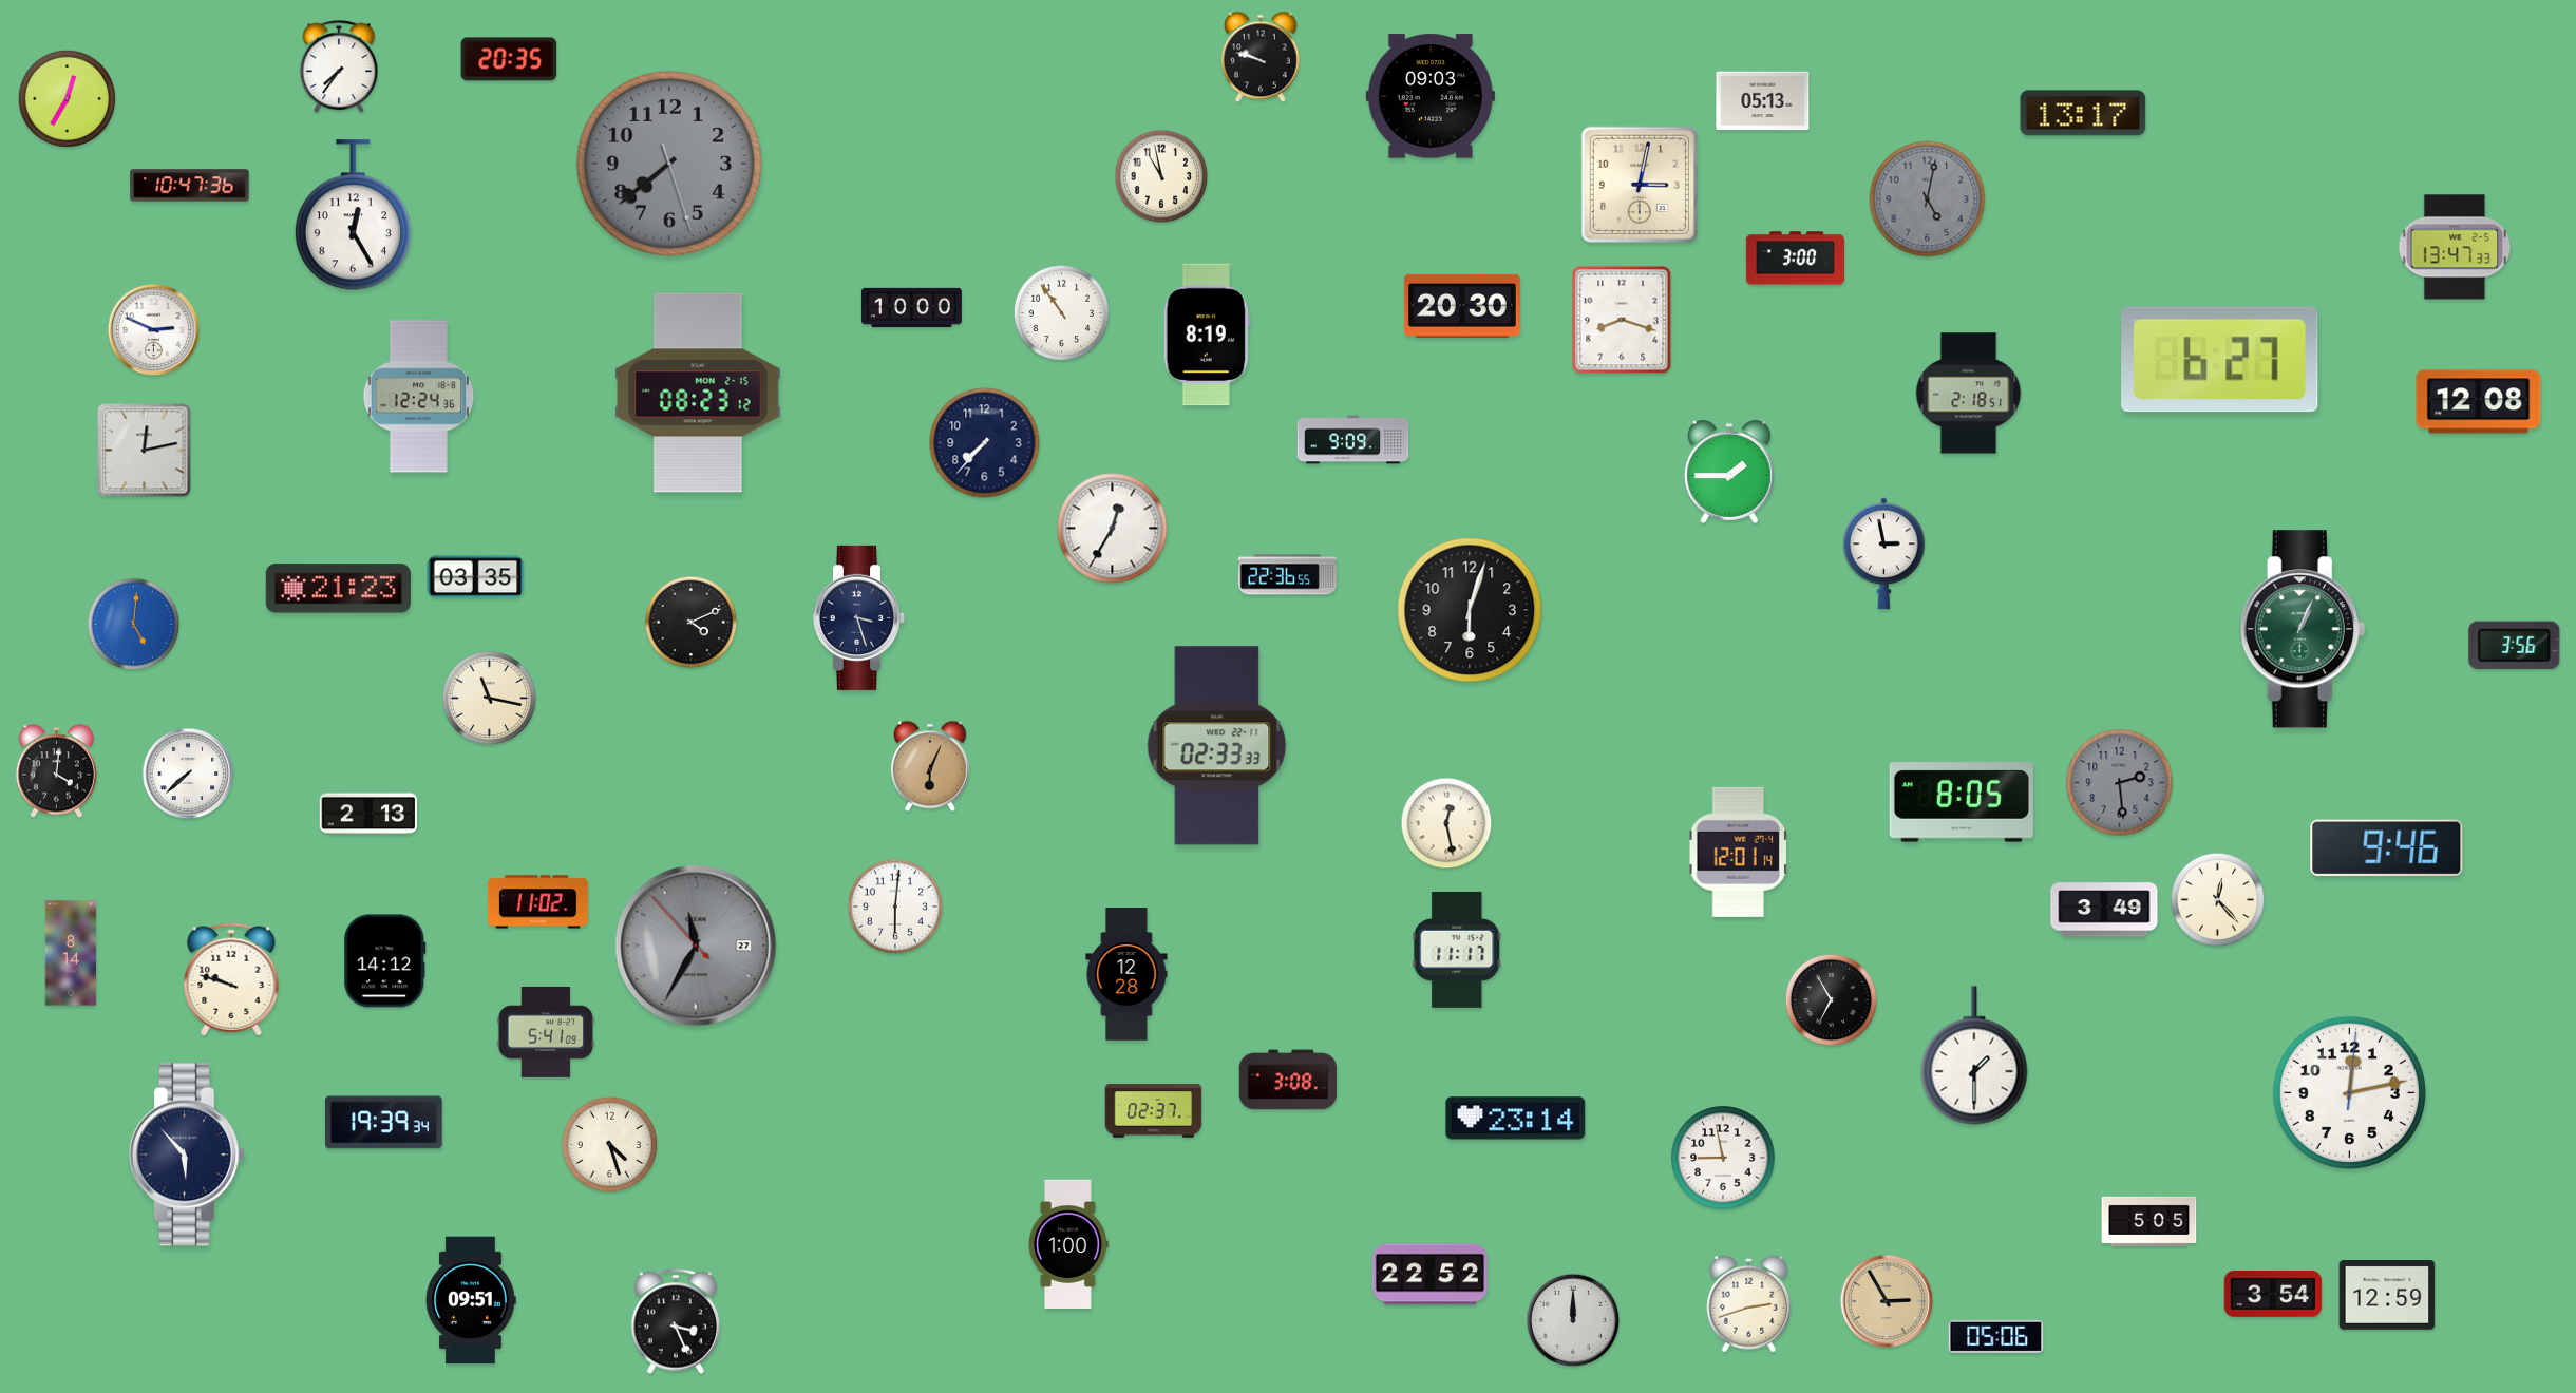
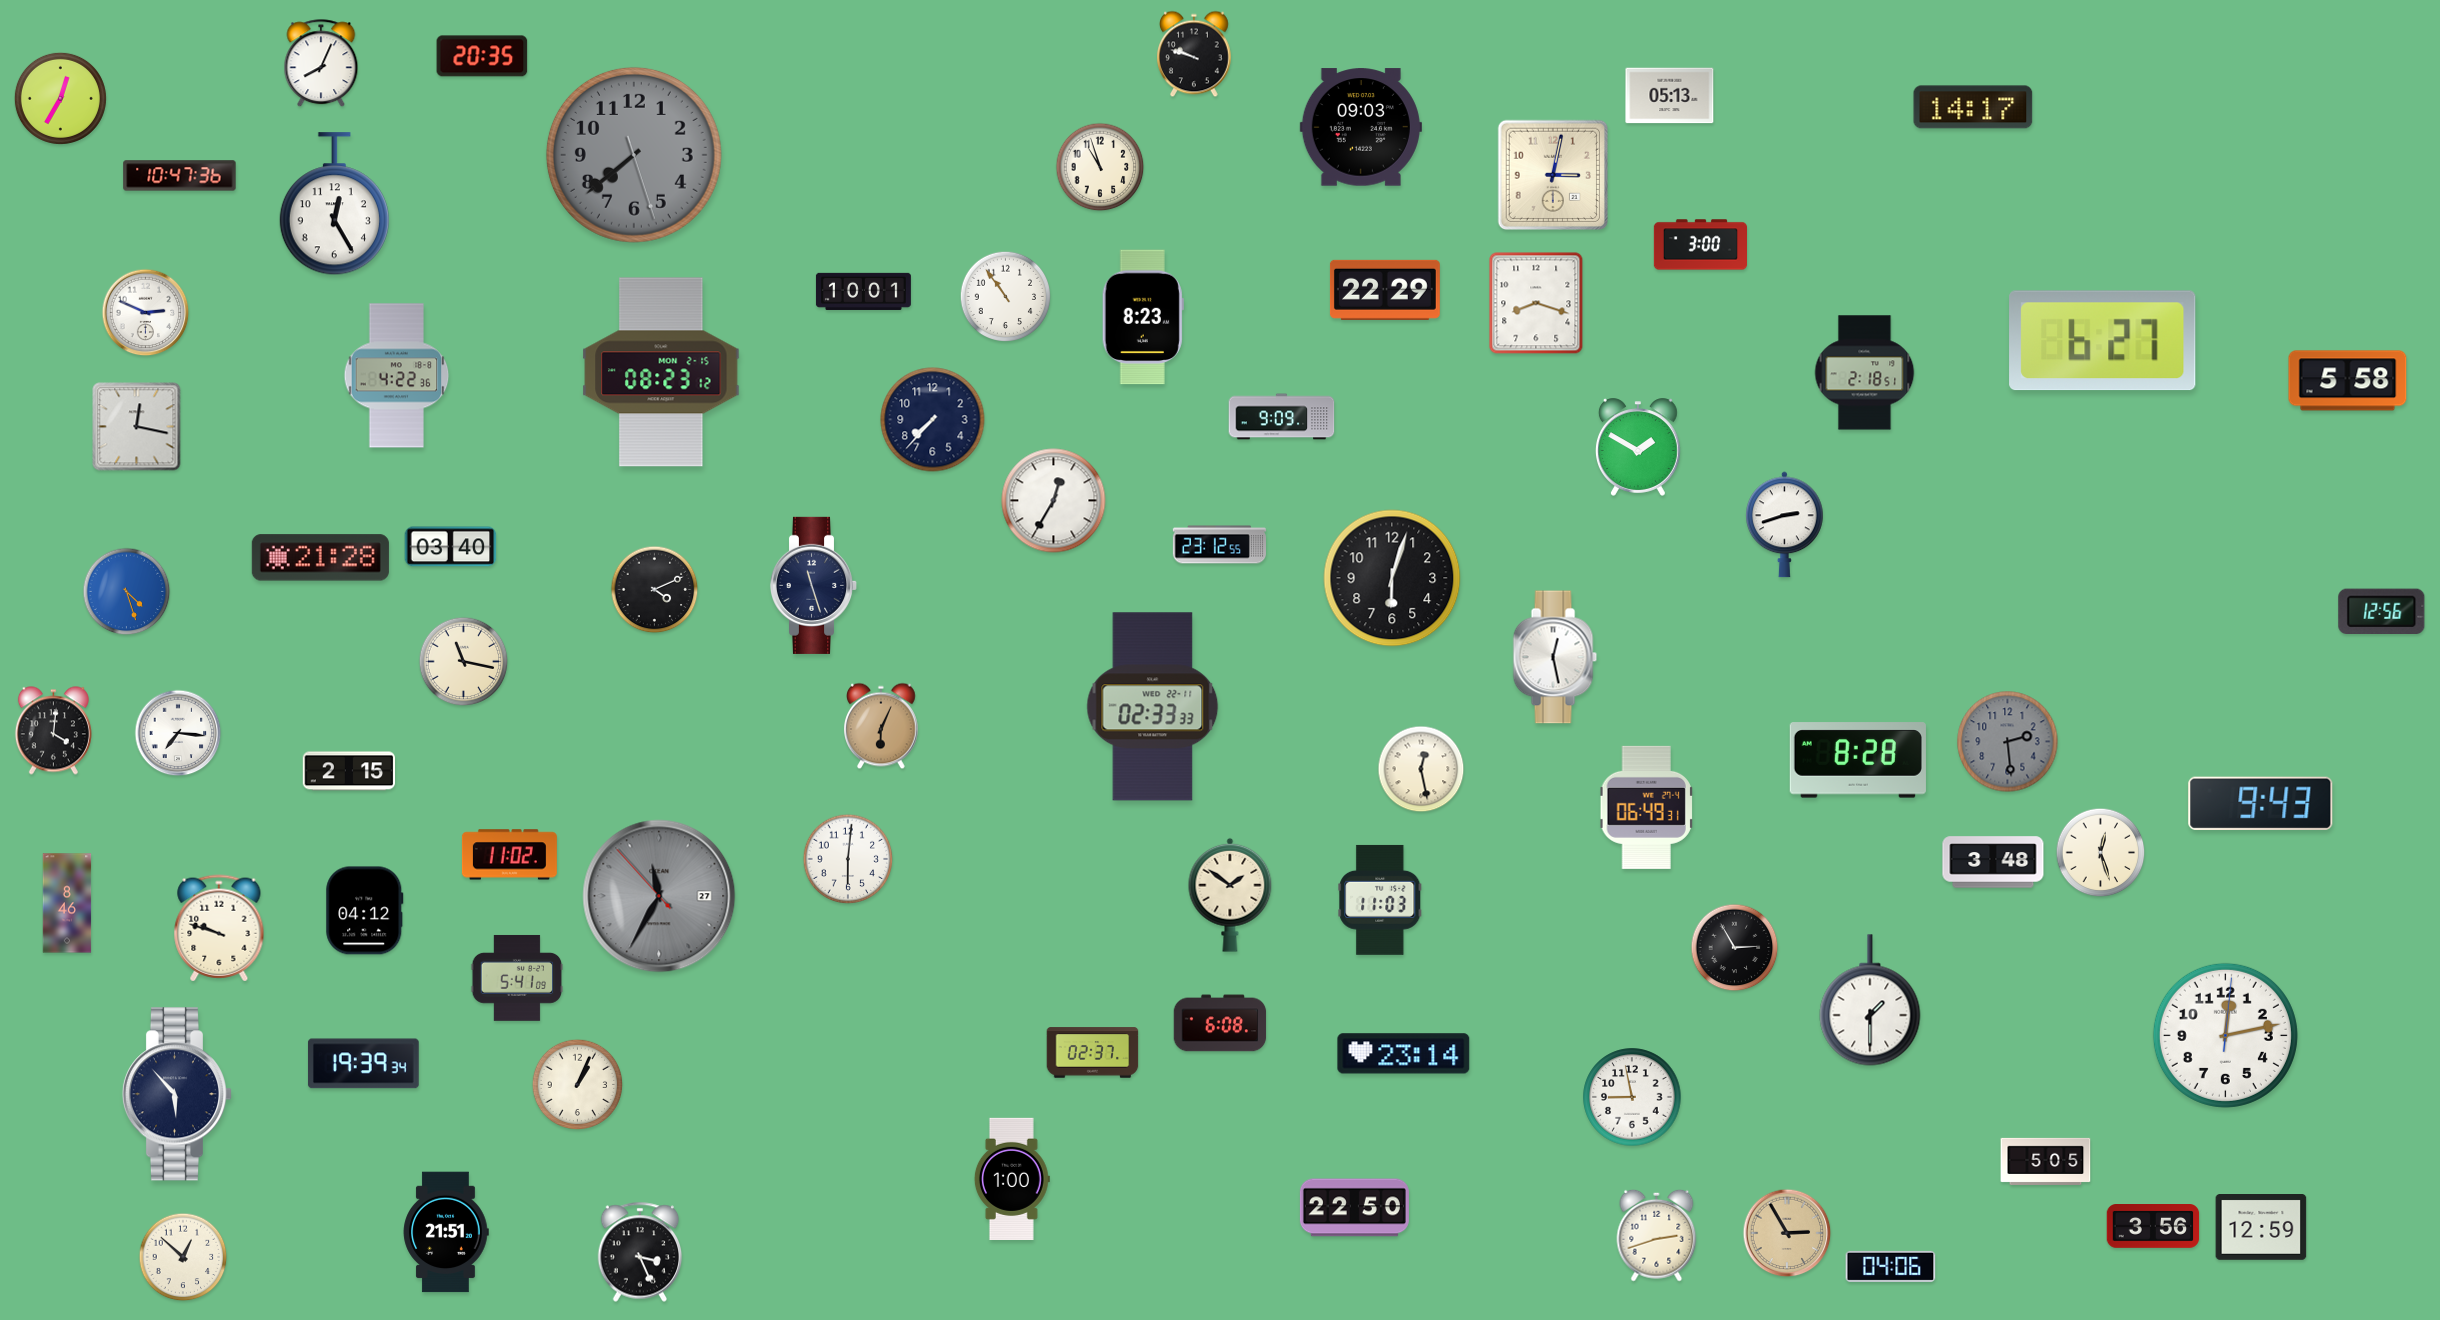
clock at (339, 68): 7:36 -> 8:04
clock at (1431, 96) position: (1431, 96) -> (1361, 127)
clock at (67, 98) position: (67, 98) -> (60, 98)
clock at (2083, 113): 13:17 -> 14:17
clock at (1161, 176): 10:58 -> 10:57
clock at (1928, 199): 5:02 -> none
clock at (2455, 247): 13:47 -> none
clock at (1462, 306): 20:30 -> 22:29
clock at (911, 307): 10:00 -> 10:01
clock at (1207, 335): 8:19 -> 8:23
clock at (419, 397): 12:24 -> 4:22
clock at (2479, 402): 12:08 -> 5:58
clock at (145, 451): 12:13 -> 12:17
clock at (1729, 472): 1:45 -> 1:50
clock at (1884, 554): 2:58 -> 2:42
clock at (1287, 575): 22:36 -> 23:12
clock at (476, 577): 03:35 -> 03:40
clock at (338, 589): 21:23 -> 21:28
clock at (859, 617): 3:27 -> 11:27
clock at (134, 625): 5:01 -> 4:27
clock at (2303, 629): 1:04 -> none
clock at (2515, 646): 3:56 -> 12:56
clock at (1555, 657): none -> 12:28
clock at (188, 774): 7:38 -> 7:16
clock at (1962, 802): 8:05 -> 8:28
clock at (368, 814): 2:13 -> 2:15
clock at (1446, 823) position: (1446, 823) -> (1421, 769)
clock at (2387, 847): 9:46 -> 9:43
clock at (1738, 852): 12:01 -> 06:49
clock at (2218, 900): 12:23 -> 12:27
clock at (2104, 910): 3:49 -> 3:48
clock at (1230, 895): none -> 1:51
clock at (1457, 950): 11:17 -> 11:03
clock at (71, 953): 8:14 -> 8:46
clock at (385, 961): 14:12 -> 04:12
clock at (1126, 974): 12:28 -> none
clock at (1832, 1000): 6:55 -> 2:55
clock at (1288, 1080): 3:08 -> 6:08
clock at (1516, 1119) position: (1516, 1119) -> (1404, 1054)
clock at (610, 1145): 4:27 -> 1:04
clock at (2149, 1221) position: (2149, 1221) -> (2046, 1161)
clock at (1429, 1275): 22:52 -> 22:50
clock at (2273, 1295): 3:54 -> 3:56
clock at (471, 1300): 09:51 -> 21:51
clock at (1573, 1320): 12:00 -> none
clock at (183, 1257): none -> 12:52
clock at (1996, 1336): 05:06 -> 04:06
